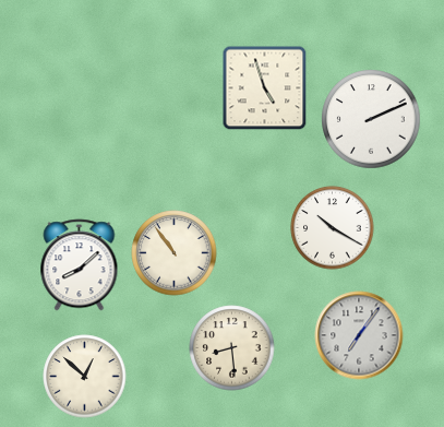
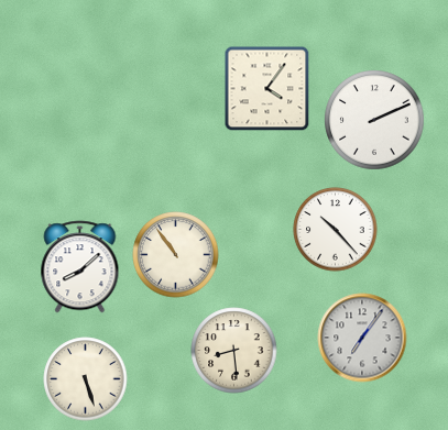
clock at (264, 87): 4:57 -> 4:06
clock at (333, 228): 10:20 -> 10:23
clock at (85, 377): 12:52 -> 5:27
